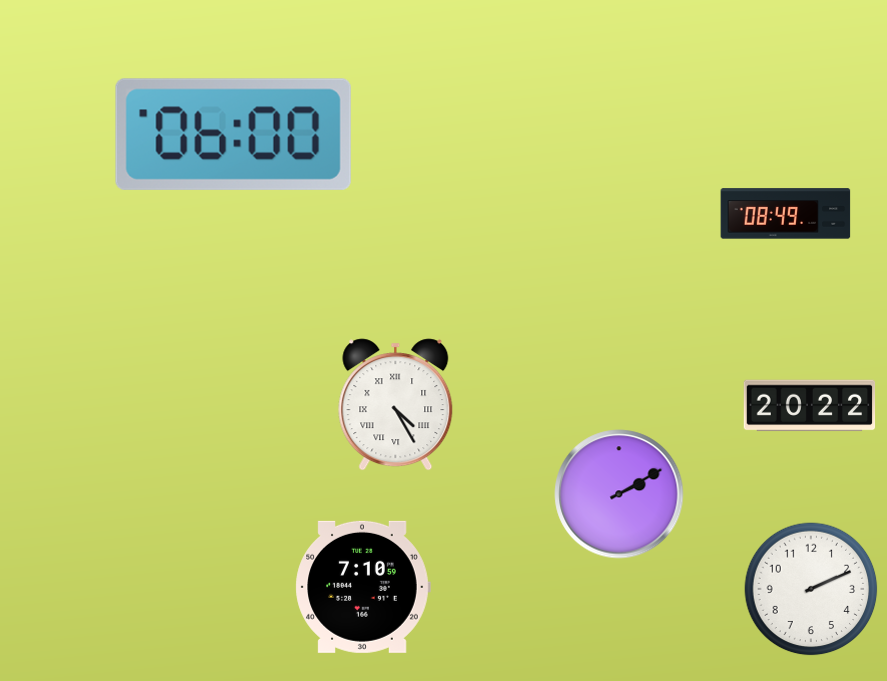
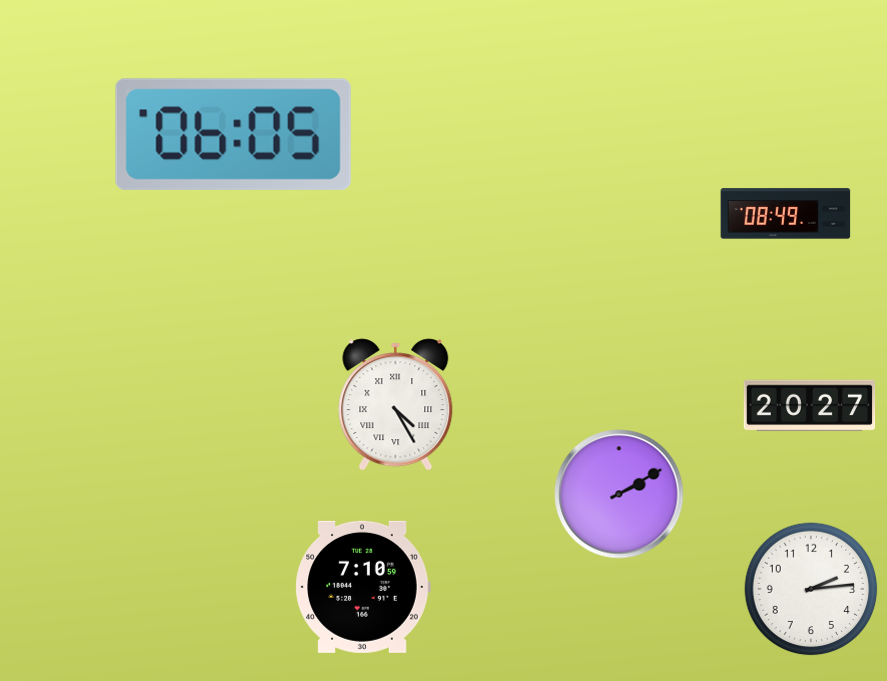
clock at (233, 134): 06:00 -> 06:05
clock at (810, 406): 20:22 -> 20:27
clock at (811, 589): 2:11 -> 2:14
